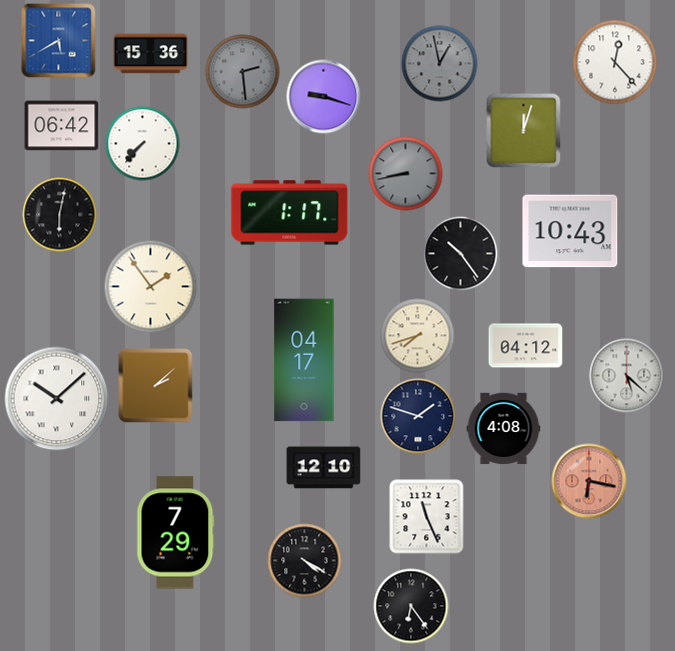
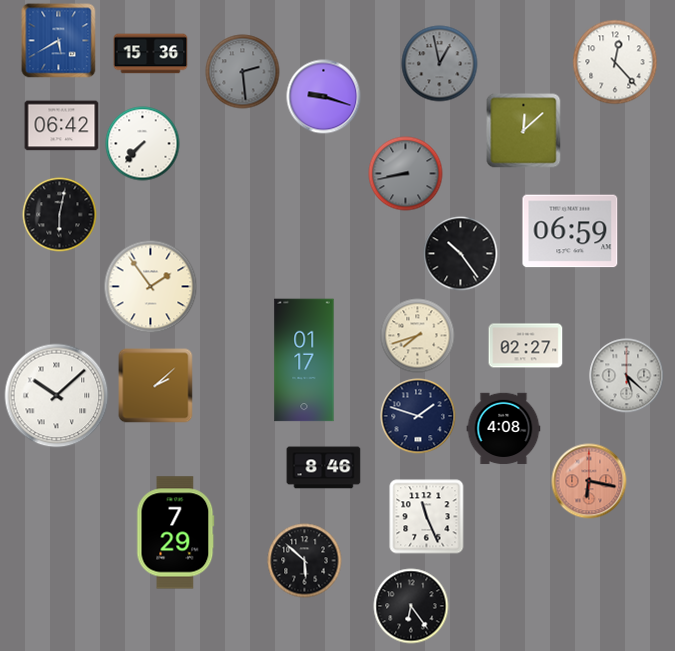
clock at (524, 131): 12:03 -> 12:08
clock at (290, 213): 1:17 -> none
clock at (570, 231): 10:43 -> 06:59
clock at (526, 346): 04:12 -> 02:27
clock at (304, 360): 04:17 -> 01:17
clock at (57, 399) position: (57, 399) -> (57, 396)
clock at (324, 468): 12:10 -> 8:46
clock at (305, 561): 4:20 -> 5:52
